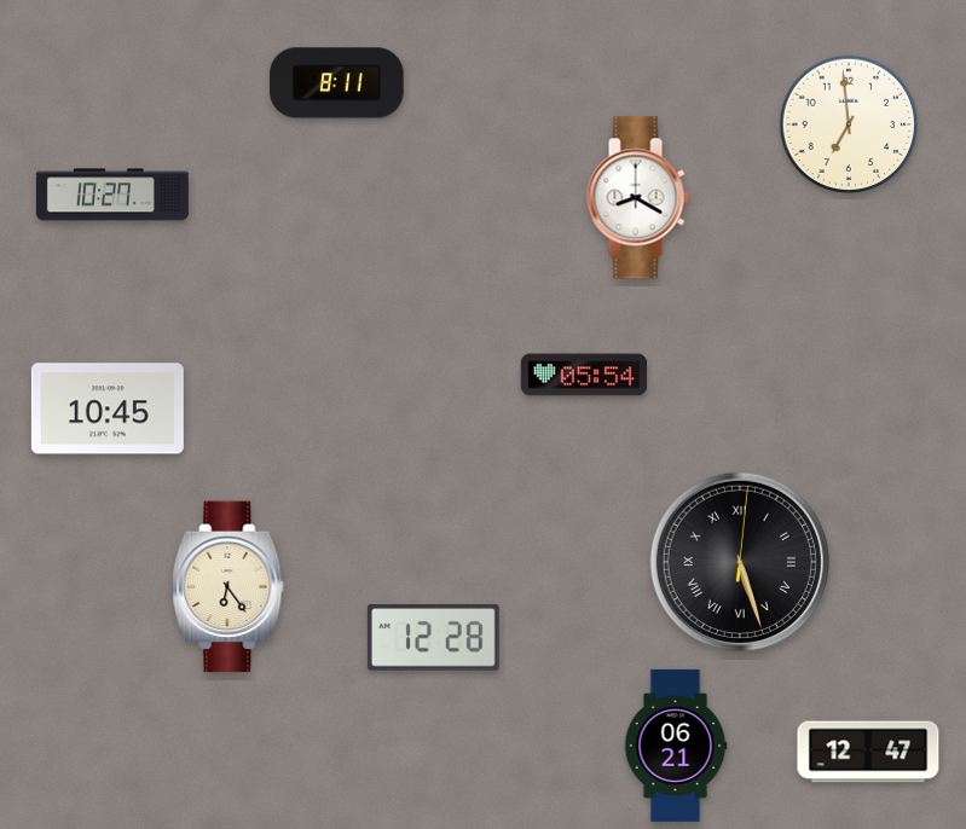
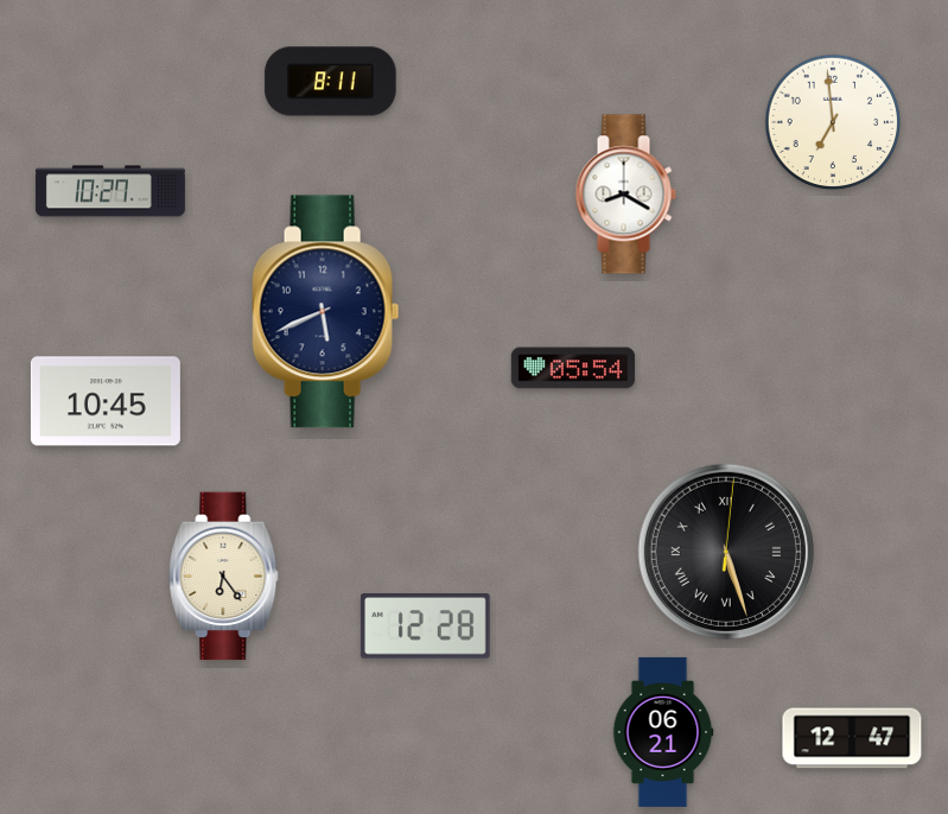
clock at (326, 312): none -> 5:41
